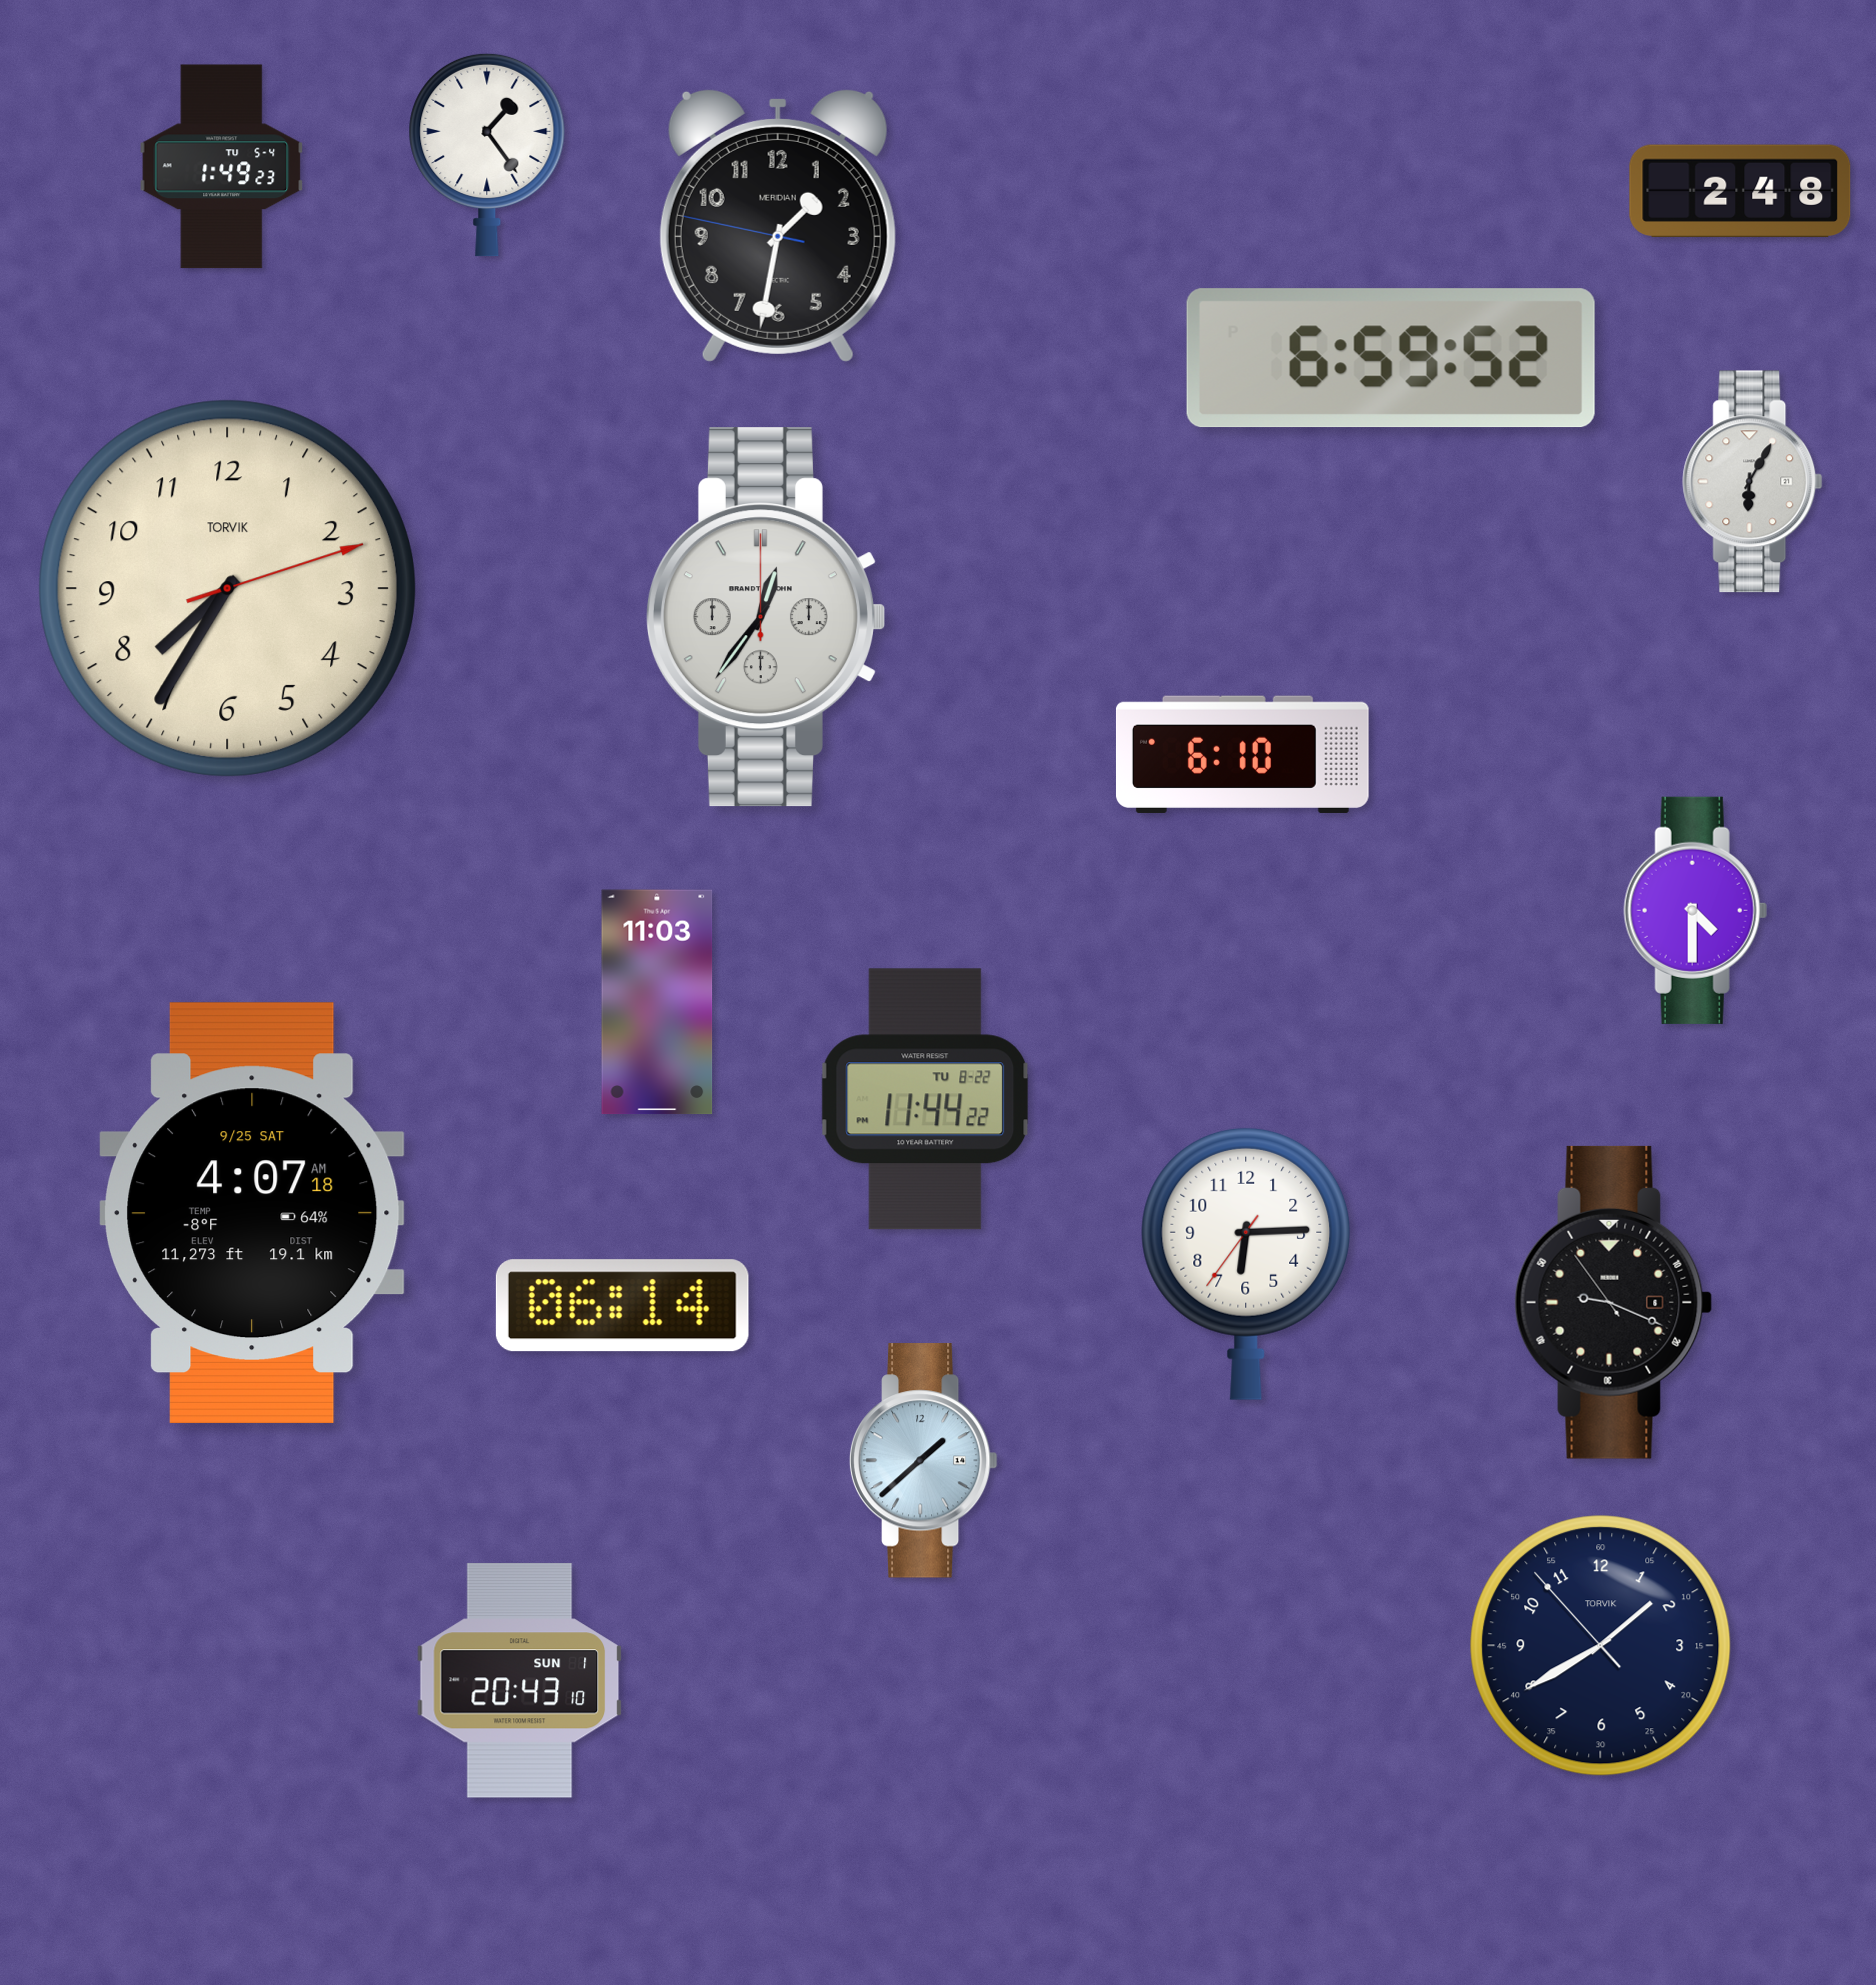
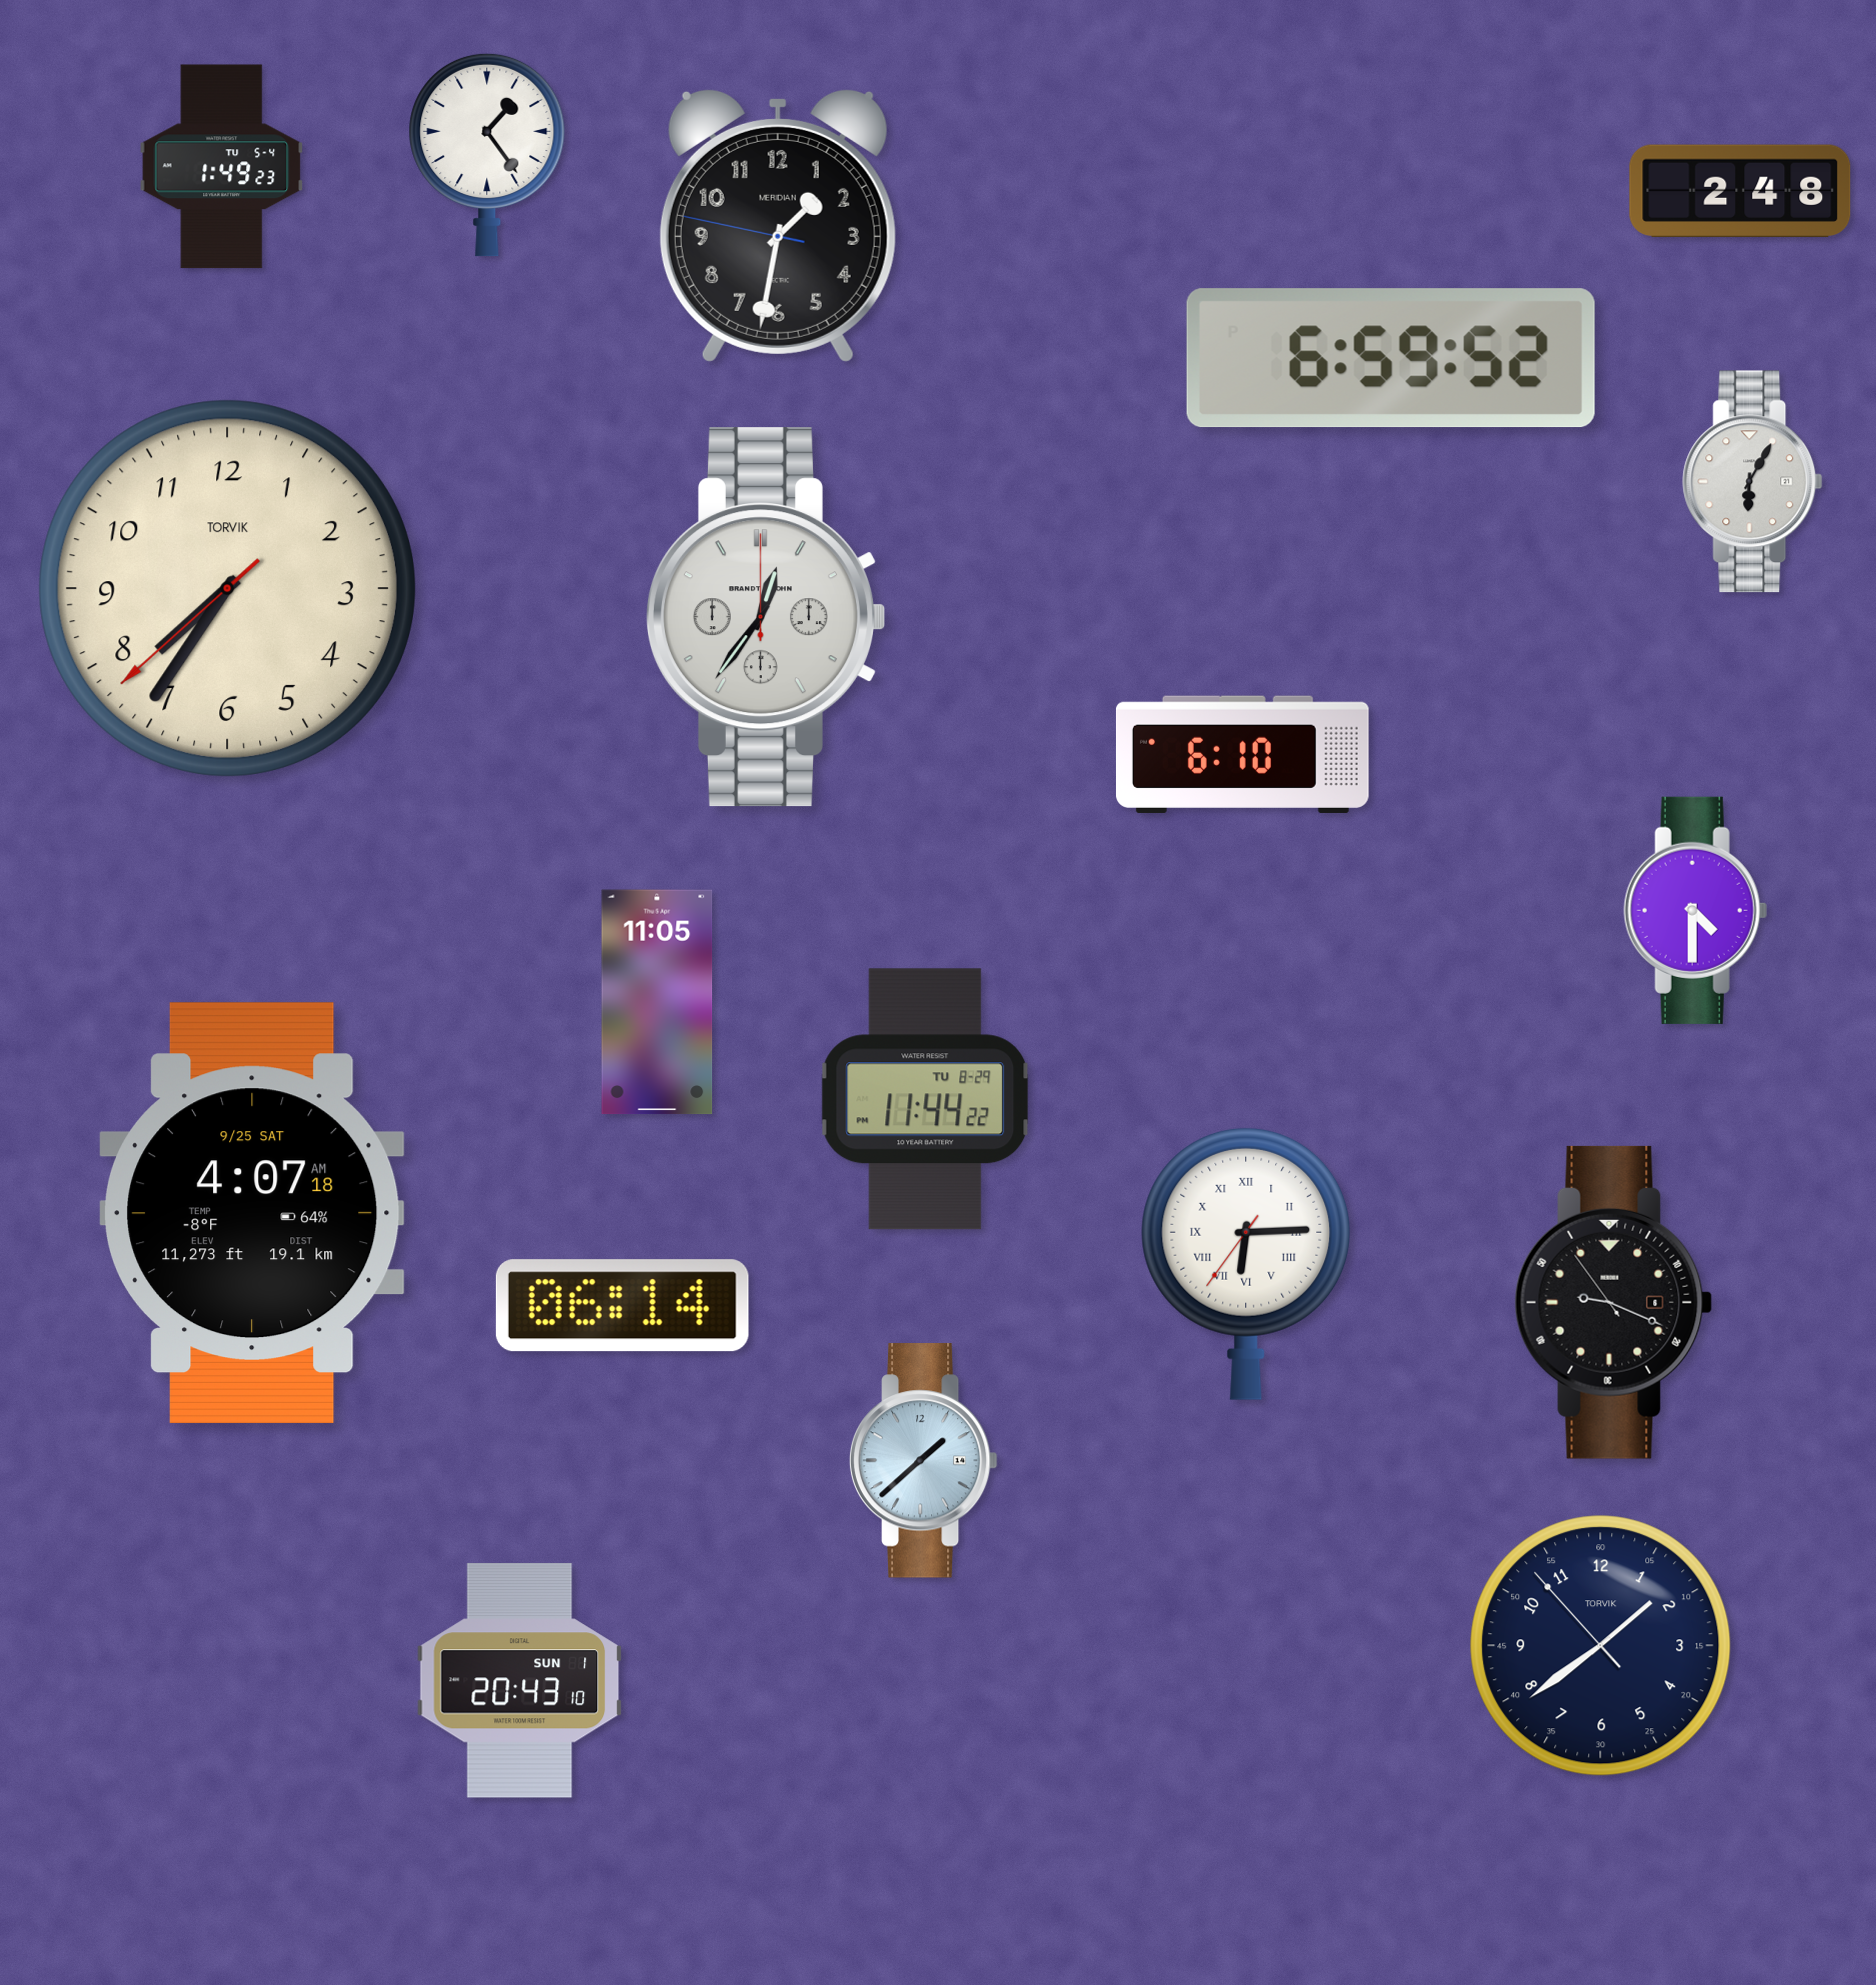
clock at (227, 588): 7:35:12 -> 7:35:38
clock at (657, 1002): 11:03 -> 11:05
clock at (925, 1099) date: TU 8-22 -> TU 8-29
clock at (1246, 1263) numerals: Arabic -> Roman
clock at (1601, 1646): 1:39 -> 1:38
